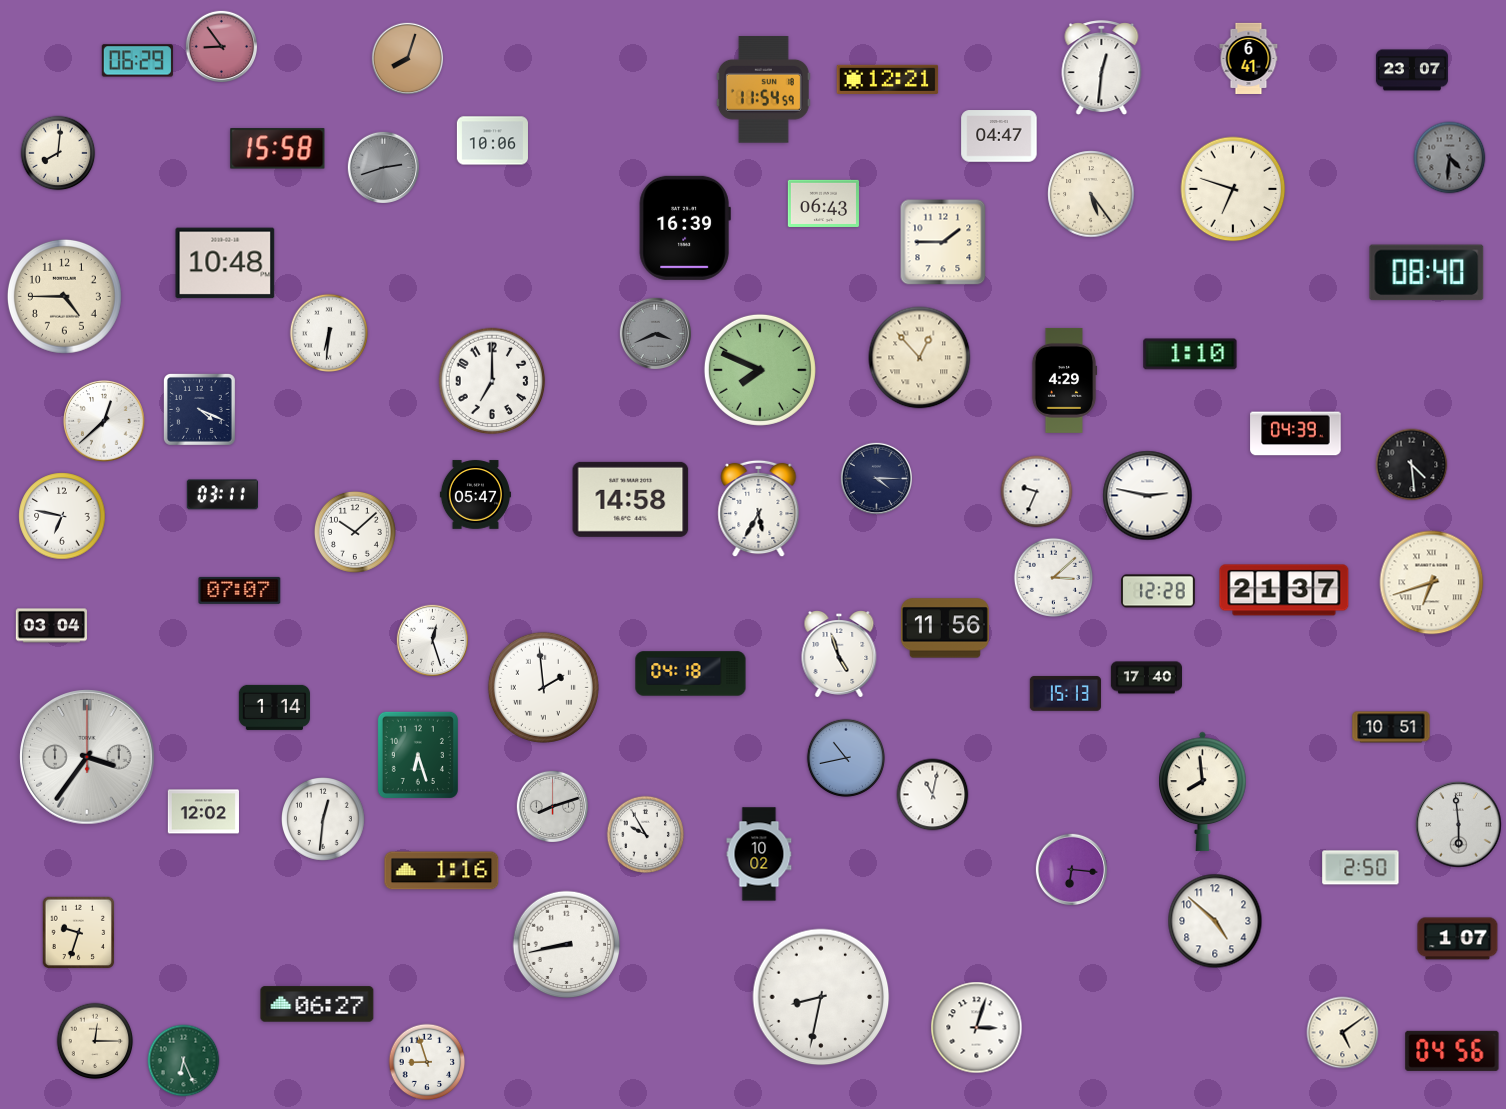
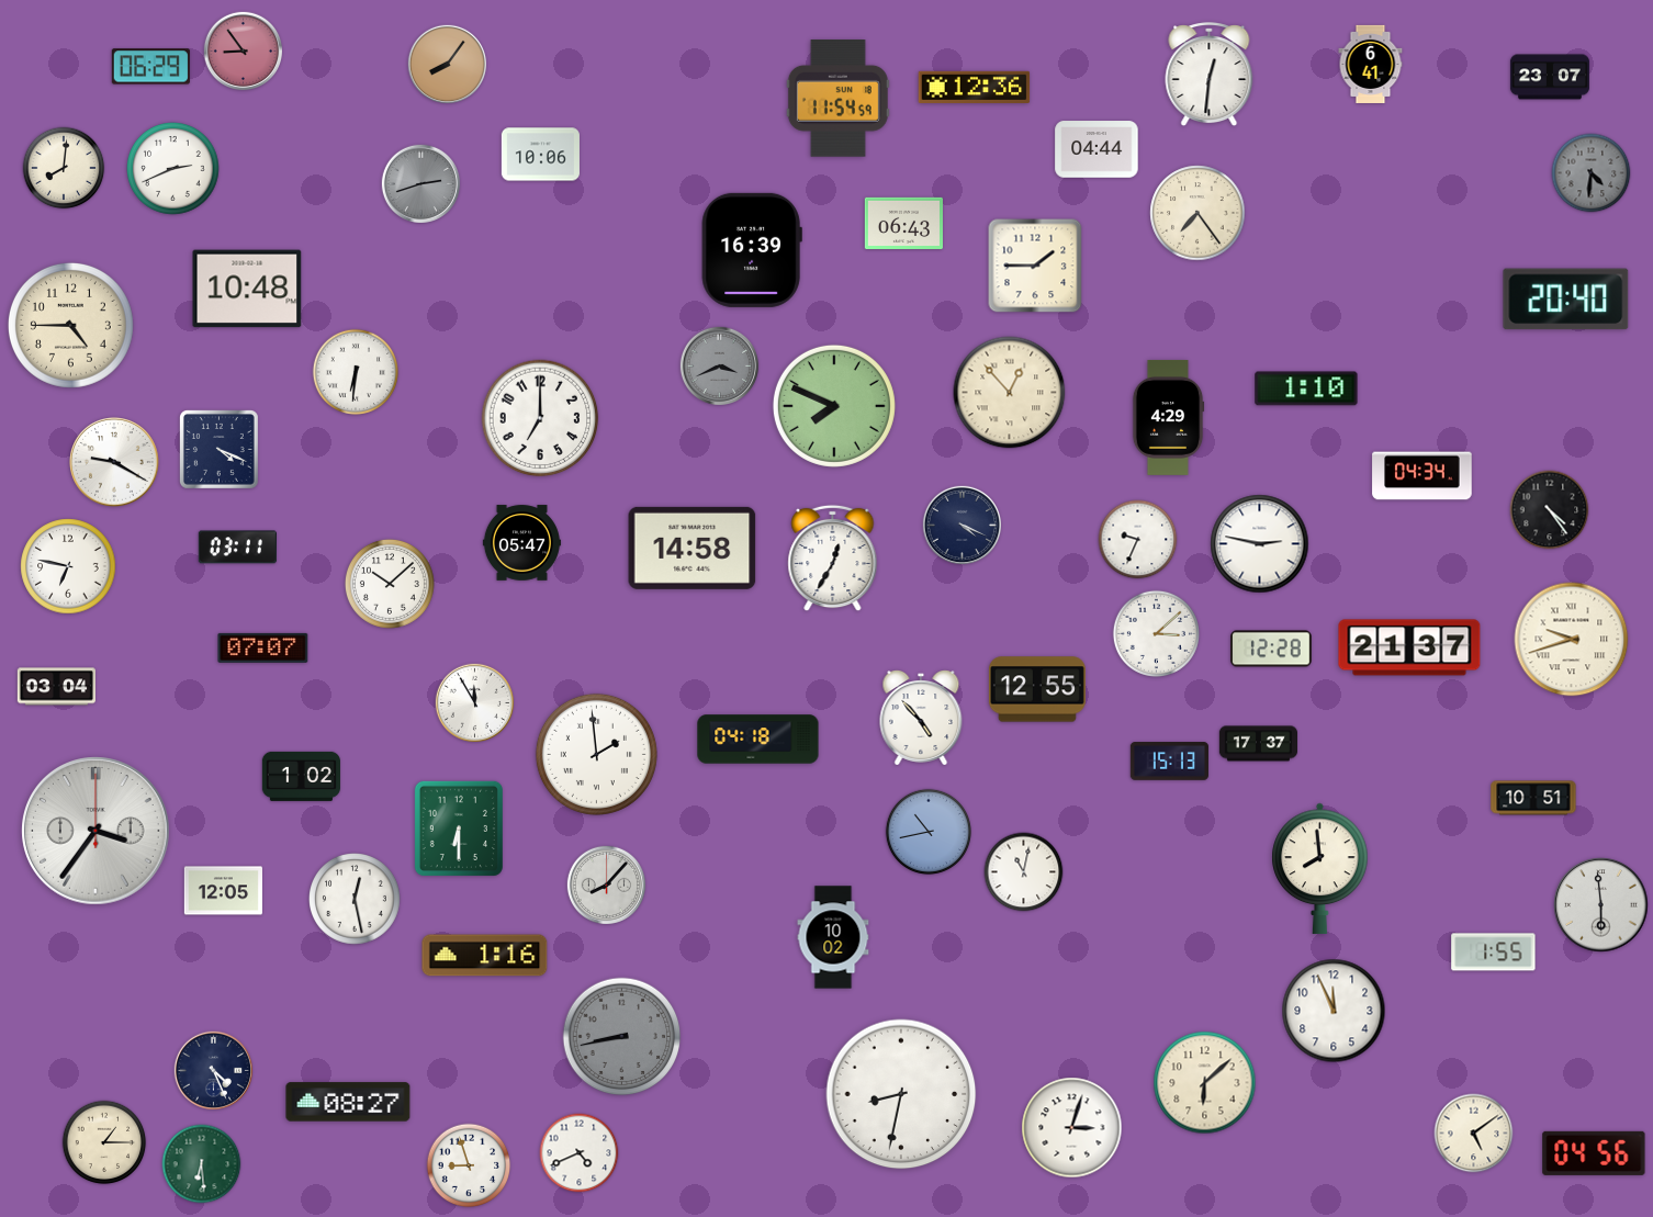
clock at (407, 58): 8:03 -> 8:06
clock at (888, 79): 12:21 -> 12:36
clock at (999, 136): 04:47 -> 04:44
clock at (278, 149): 15:58 -> none
clock at (173, 169): none -> 2:41
clock at (1233, 189): 6:48 -> none
clock at (1091, 194): 5:24 -> 7:24
clock at (1427, 273): 08:40 -> 20:40
clock at (328, 332) position: (328, 332) -> (355, 371)
clock at (104, 421): 12:38 -> 9:20
clock at (1296, 434): 04:39 -> 04:34
clock at (1412, 465): 4:29 -> 4:24
clock at (876, 478): 4:15 -> 4:19
clock at (222, 495) position: (222, 495) -> (237, 548)
clock at (759, 509): 5:35 -> 12:35
clock at (1432, 583): 6:42 -> 9:42
clock at (945, 628): 11:56 -> 12:55
clock at (432, 640): 12:27 -> 11:55
clock at (839, 655): 4:57 -> 4:53
clock at (1146, 678): 17:40 -> 17:37
clock at (274, 707): 1:14 -> 1:02
clock at (1391, 727) position: (1391, 727) -> (1533, 798)
clock at (418, 755): 6:27 -> 6:30
clock at (552, 806): 8:12 -> 8:07
clock at (203, 812): 12:02 -> 12:05
clock at (324, 820): 12:31 -> 12:28
clock at (646, 835): 9:55 -> none
clock at (1361, 868): 2:50 -> 1:55
clock at (1071, 869): 6:16 -> none
clock at (1215, 921): 4:52 -> 11:56
clock at (79, 933): 9:33 -> none
clock at (1458, 939): 1:07 -> none
clock at (567, 945) dial: white -> grey
clock at (213, 1070): none -> 4:26
clock at (1205, 1083): none -> 6:08
clock at (317, 1004): 06:27 -> 08:27
clock at (95, 1041): 12:15 -> 1:15
clock at (580, 1153): none -> 4:41
clock at (184, 1061): 6:26 -> 6:29
